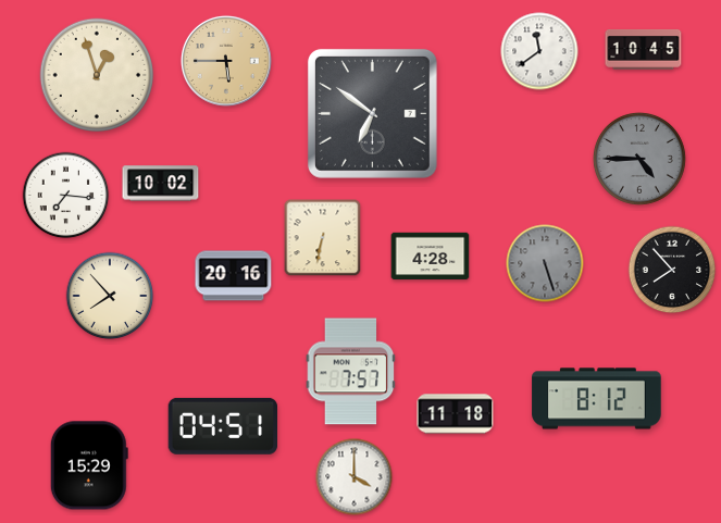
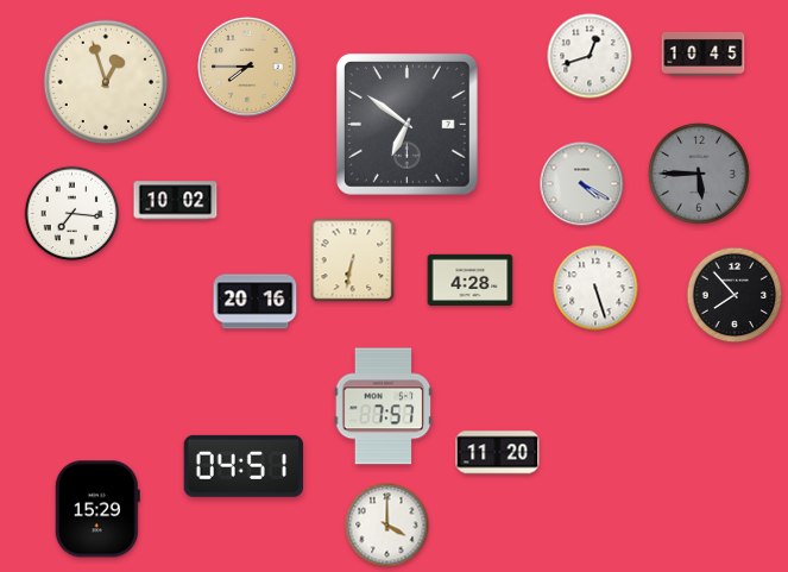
clock at (539, 51): 11:39 -> 12:42
clock at (226, 61): 5:45 -> 7:45
clock at (639, 159): 4:45 -> 5:45
clock at (582, 184): none -> 4:20
clock at (545, 263) dial: grey -> white
clock at (110, 296): 7:53 -> none
clock at (597, 399): 8:12 -> none
clock at (456, 414): 11:18 -> 11:20
clock at (355, 477) position: (355, 477) -> (387, 526)
